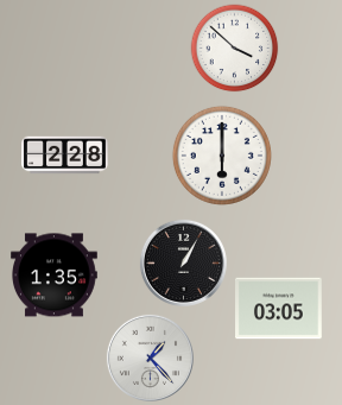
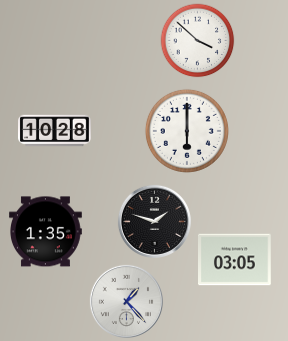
clock at (65, 156): 2:28 -> 10:28
clock at (183, 262): 1:05 -> 1:48
